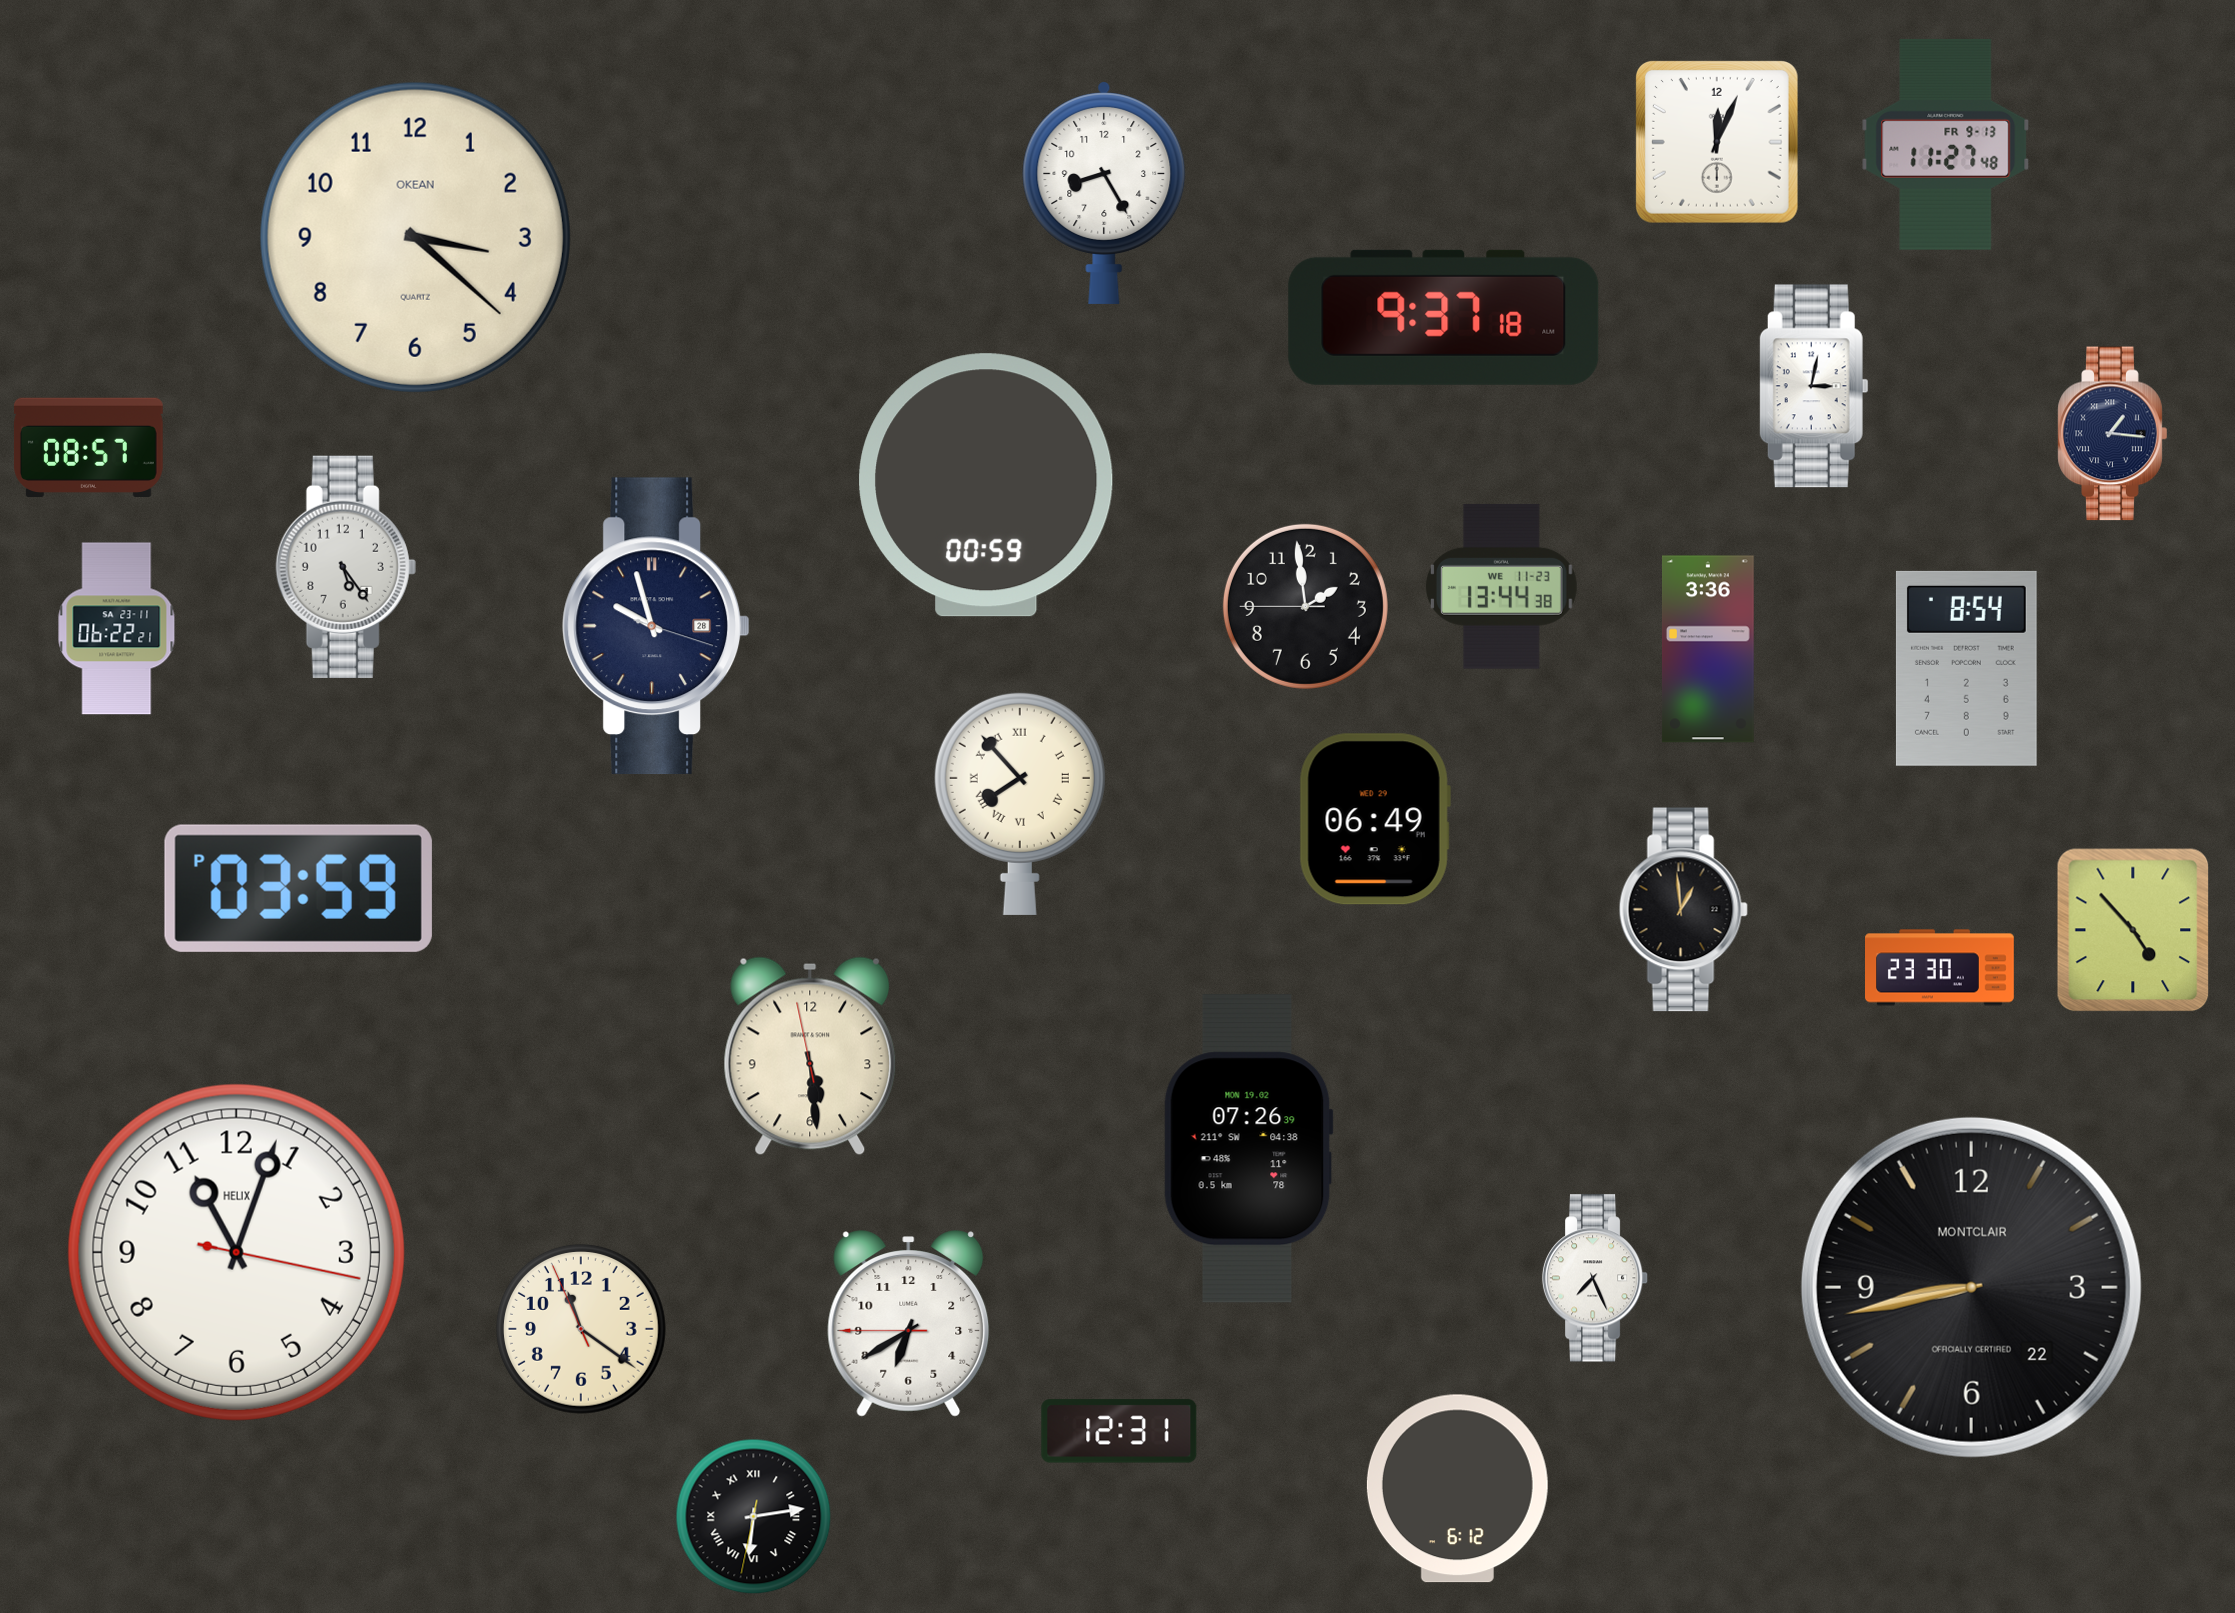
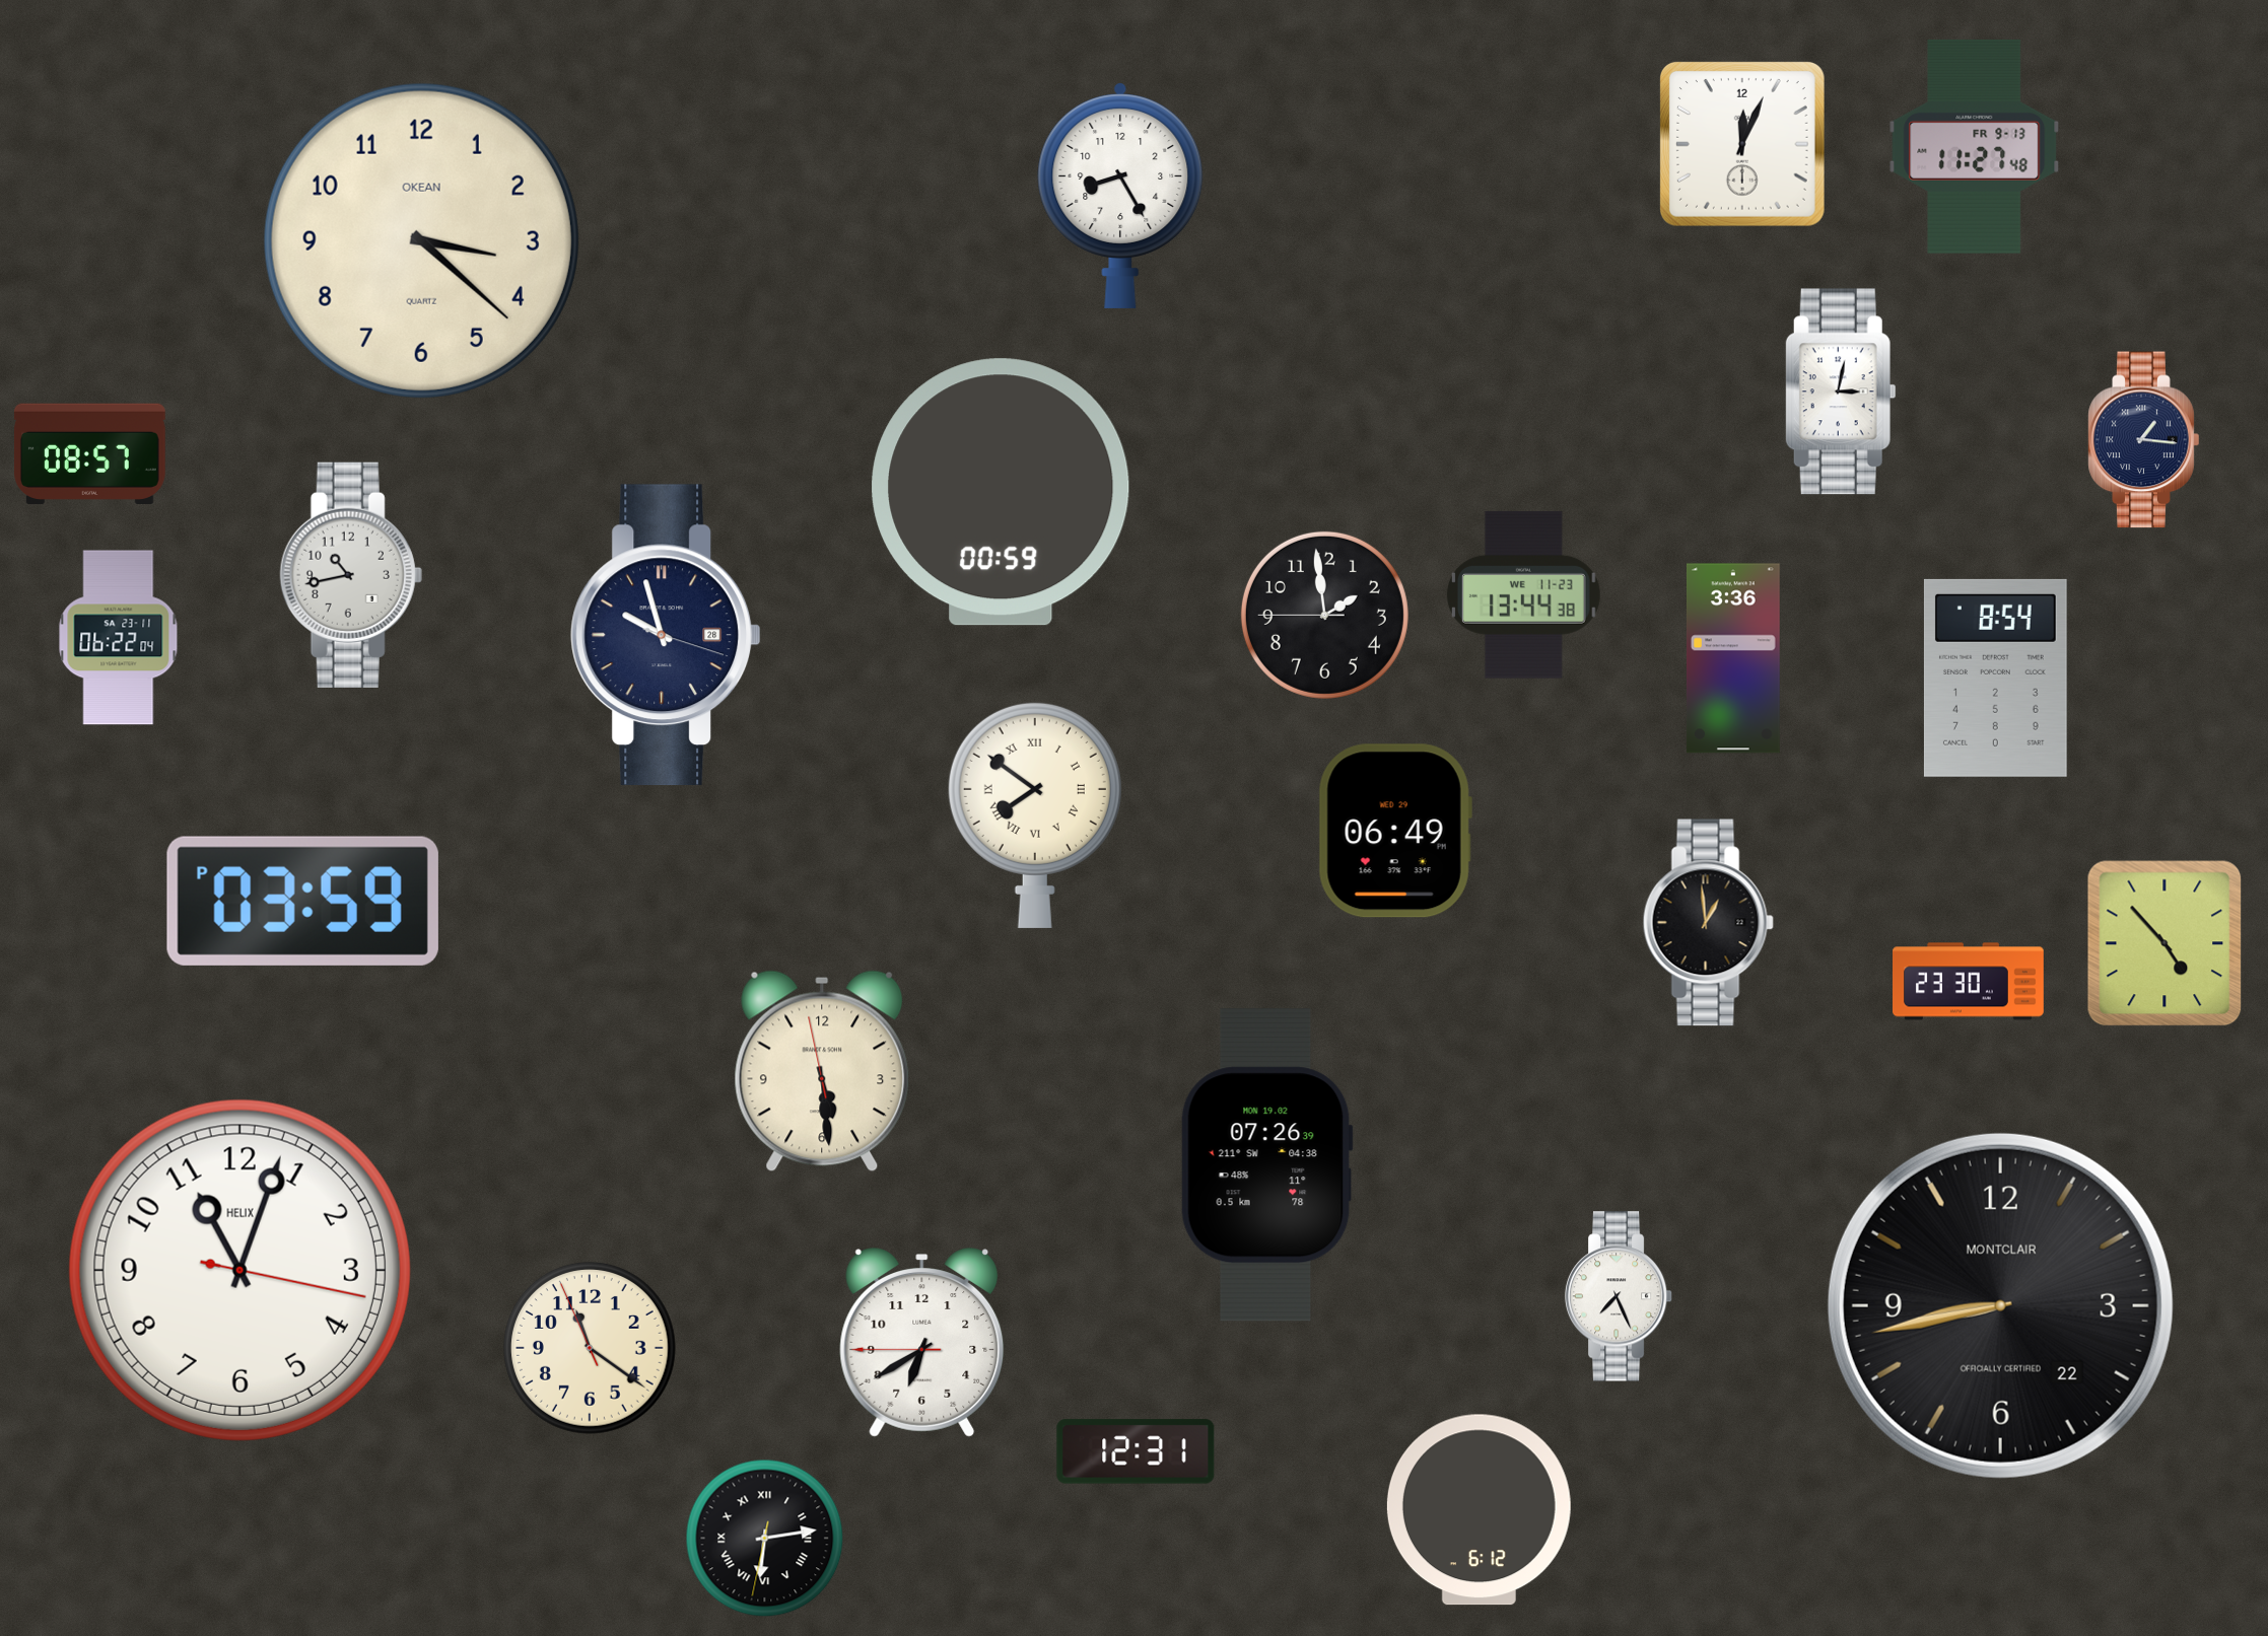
clock at (1444, 317): 9:37 -> none
clock at (346, 567): 5:24 -> 10:43
clock at (117, 629): 06:22:21 -> 06:22:04
clock at (1020, 803): 7:53 -> 7:51
